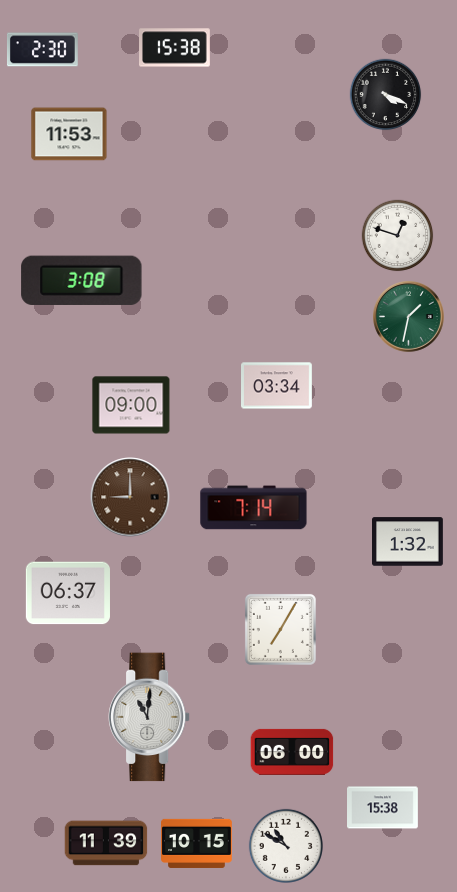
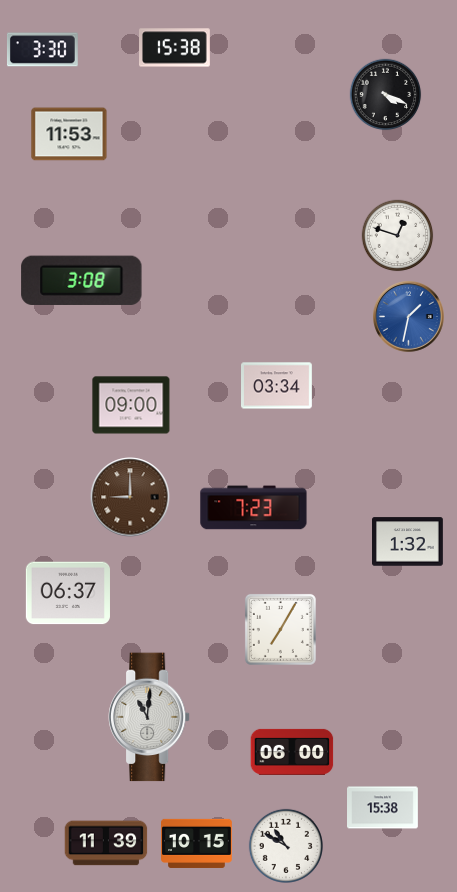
clock at (42, 50): 2:30 -> 3:30
clock at (409, 317) dial: green -> blue
clock at (254, 508): 7:14 -> 7:23
